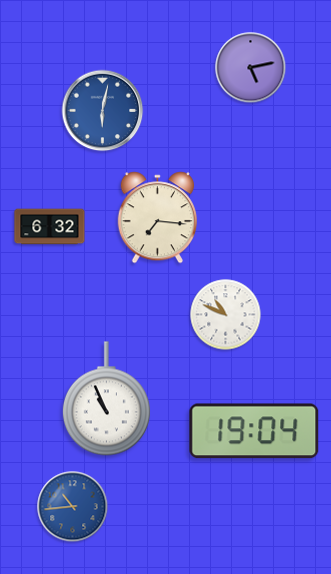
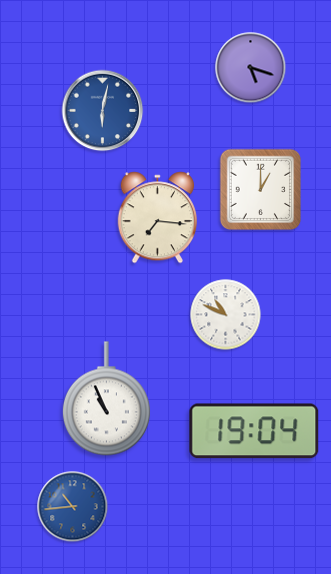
clock at (251, 68): 5:13 -> 5:18
clock at (261, 190): none -> 1:00
clock at (50, 227): 6:32 -> none
